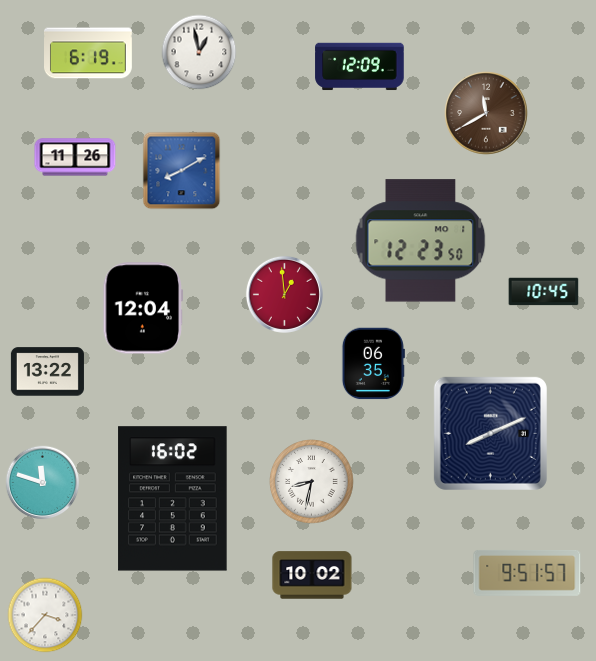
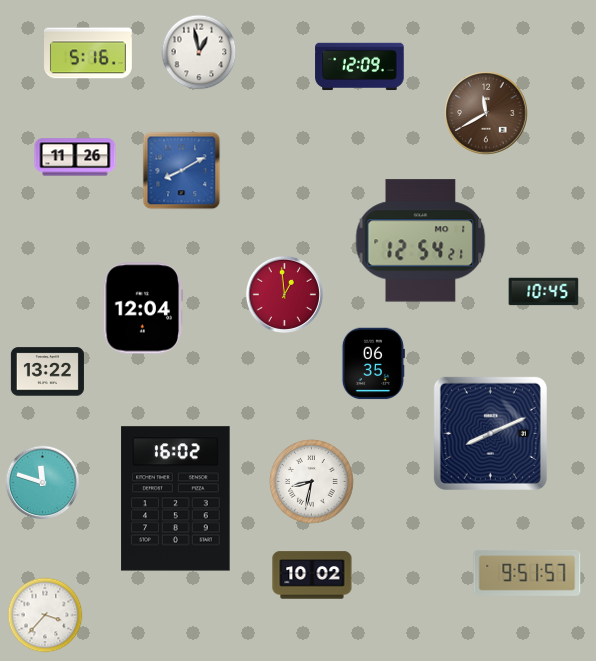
clock at (89, 53): 6:19 -> 5:16
clock at (421, 241): 12:23 -> 12:54
clock at (173, 499) position: (173, 499) -> (176, 499)
